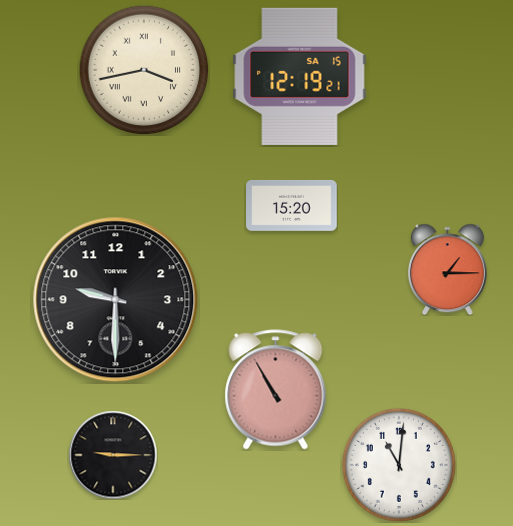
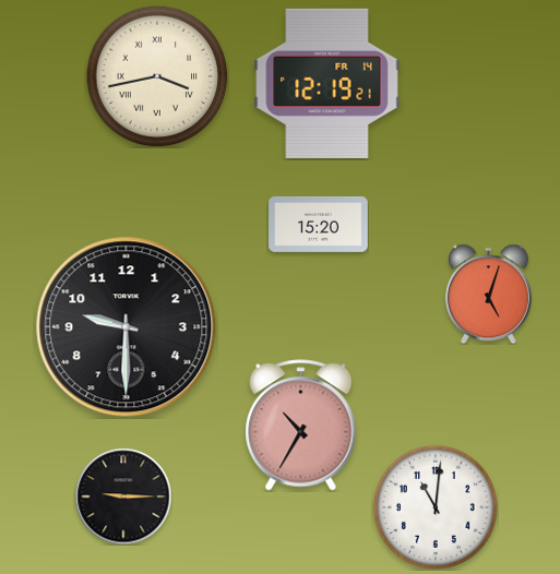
clock at (300, 76) date: SA 15 -> FR 14
clock at (447, 269): 1:15 -> 5:03
clock at (276, 390): 10:55 -> 10:35
